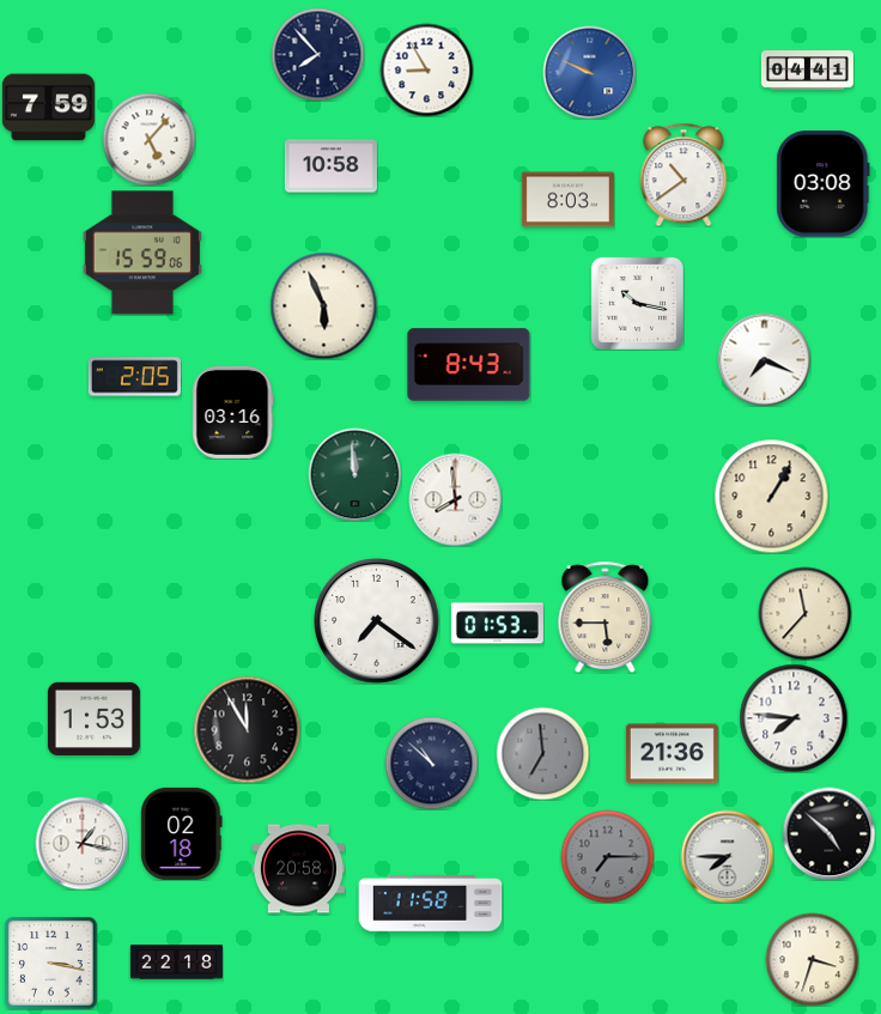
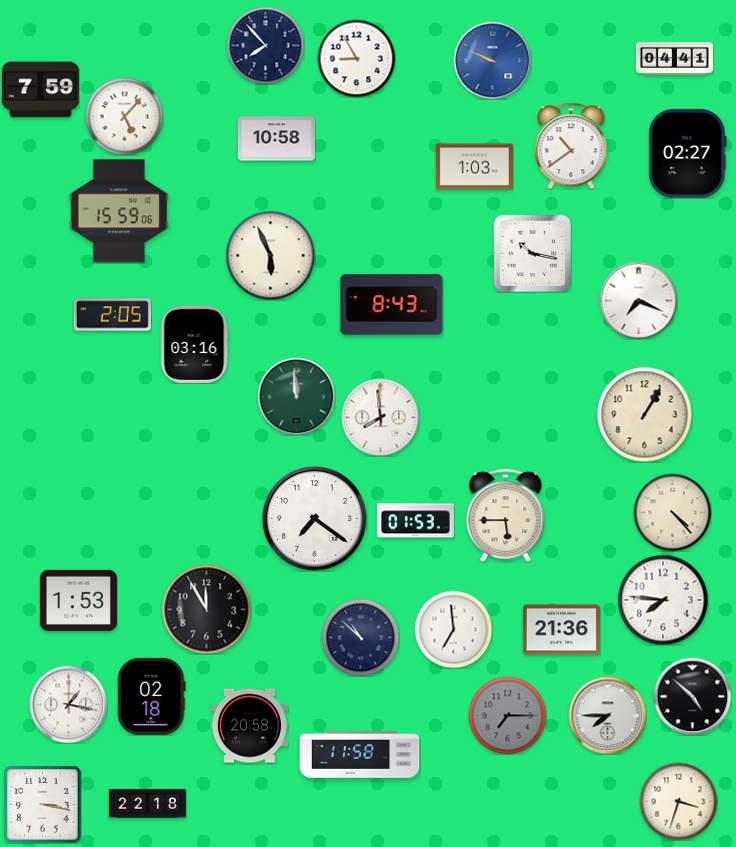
clock at (824, 184): 03:08 -> 02:27
clock at (567, 200): 8:03 -> 1:03
clock at (804, 613): 11:37 -> 4:23
clock at (542, 753) dial: grey -> white
